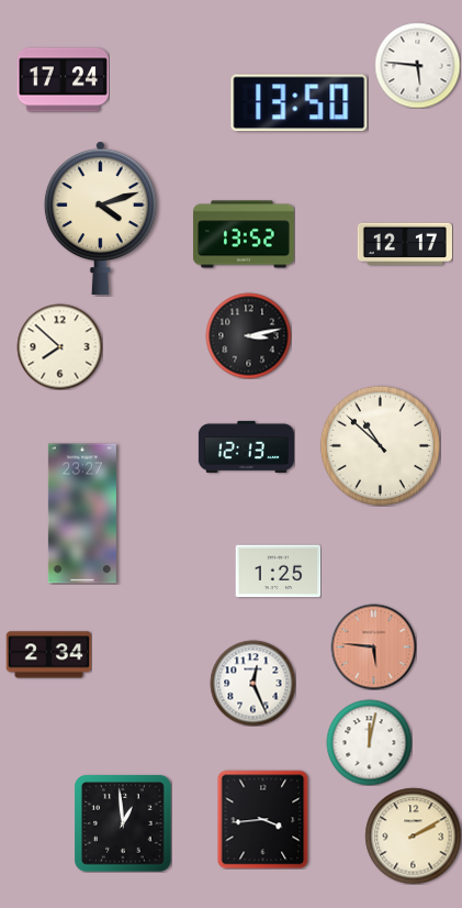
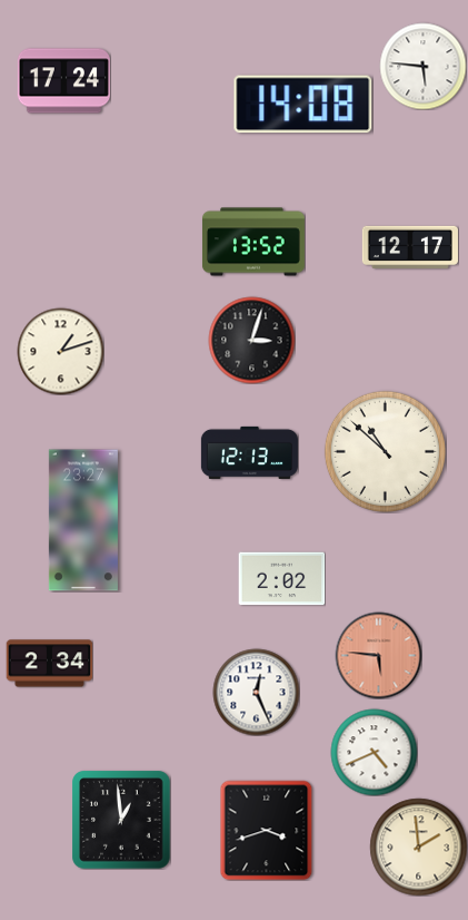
clock at (300, 103): 13:50 -> 14:08
clock at (100, 219): 4:12 -> none
clock at (244, 234) position: (244, 234) -> (253, 242)
clock at (248, 335): 3:13 -> 3:03
clock at (59, 346): 7:52 -> 1:12
clock at (278, 572): 1:25 -> 2:02
clock at (369, 742): 12:02 -> 4:41
clock at (263, 819): 3:44 -> 3:42
clock at (123, 823) position: (123, 823) -> (121, 820)
clock at (413, 835): 2:10 -> 1:59
